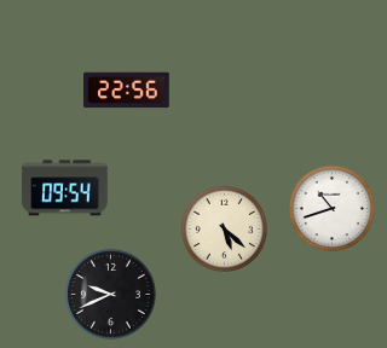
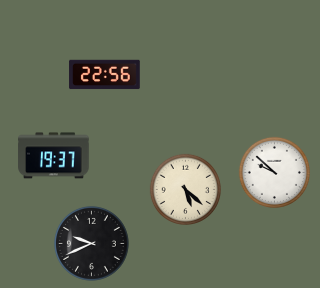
clock at (65, 188): 09:54 -> 19:37
clock at (331, 208): 10:42 -> 9:52
